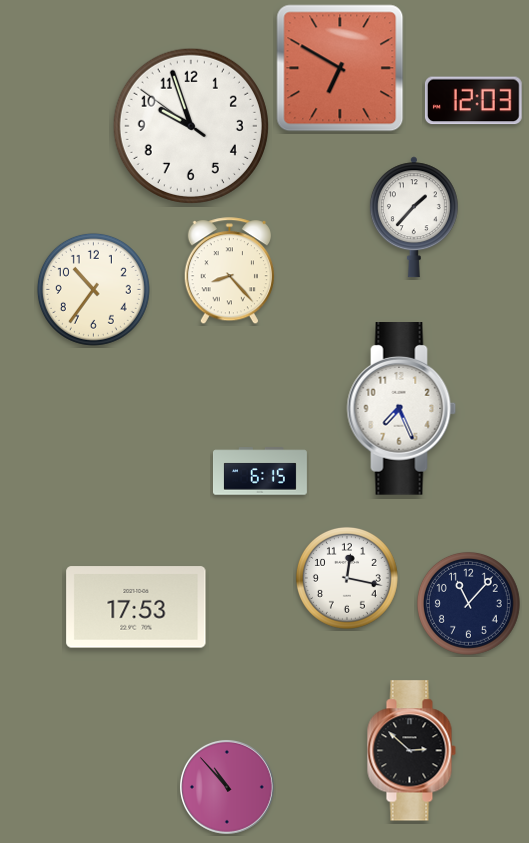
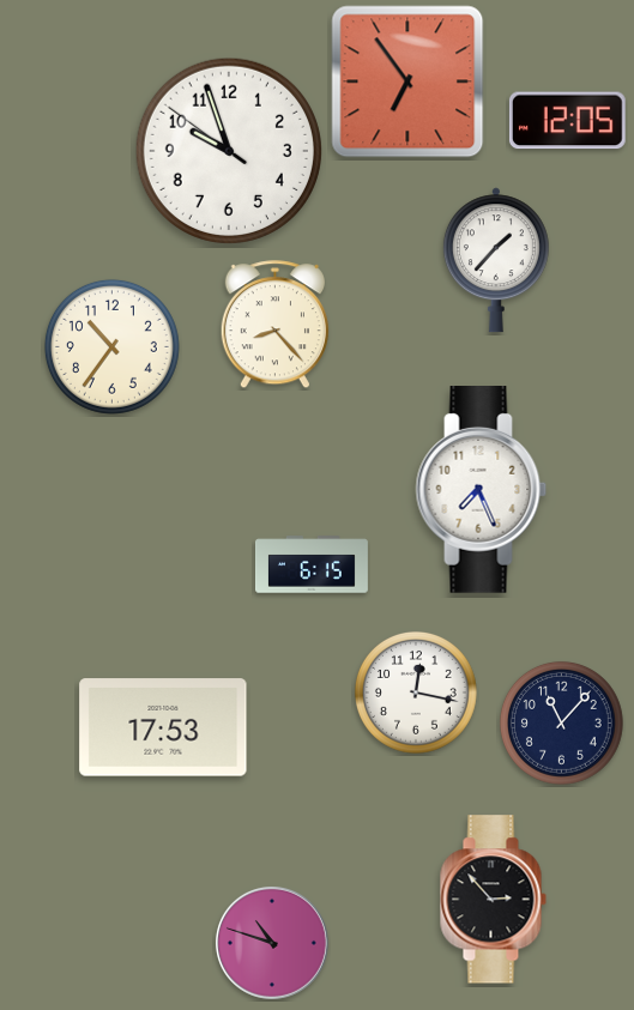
clock at (340, 68): 6:50 -> 6:54
clock at (473, 101): 12:03 -> 12:05
clock at (411, 751): 2:52 -> 2:53
clock at (227, 787): 10:53 -> 10:48
